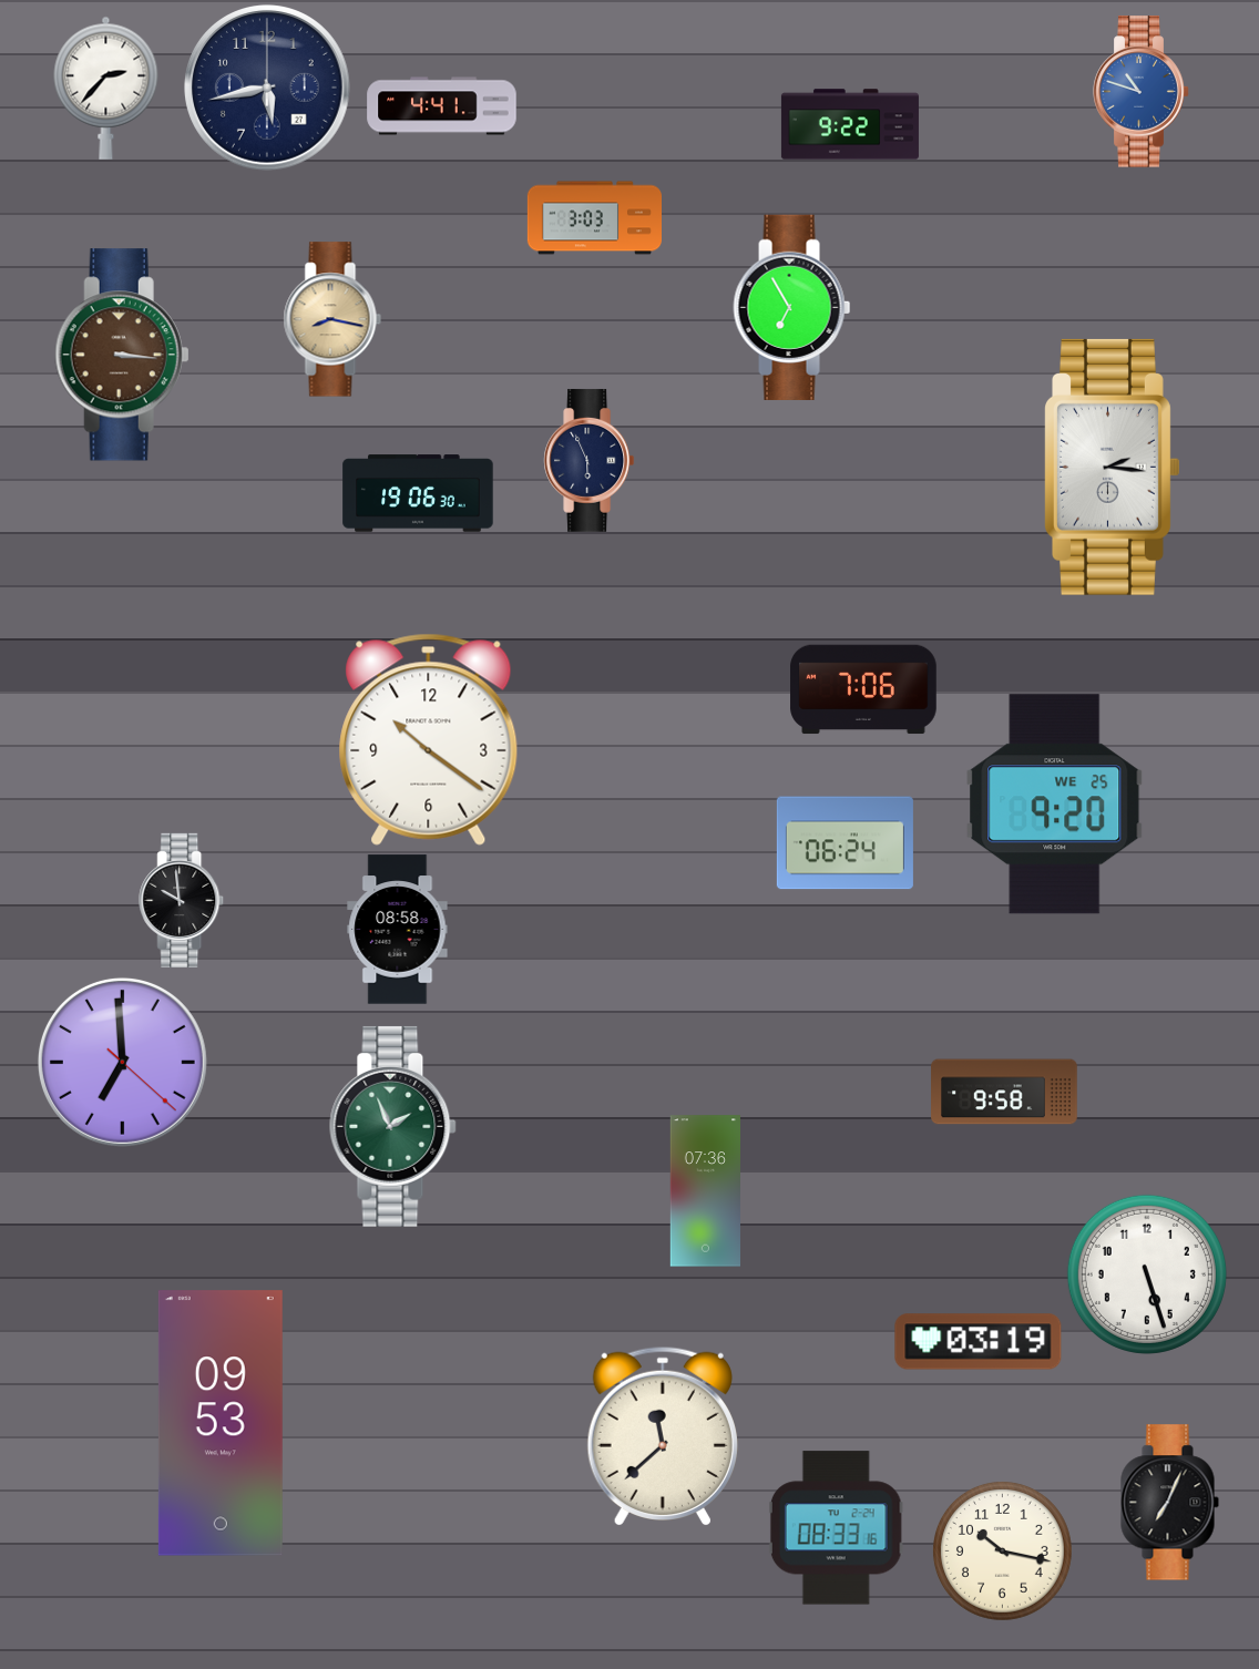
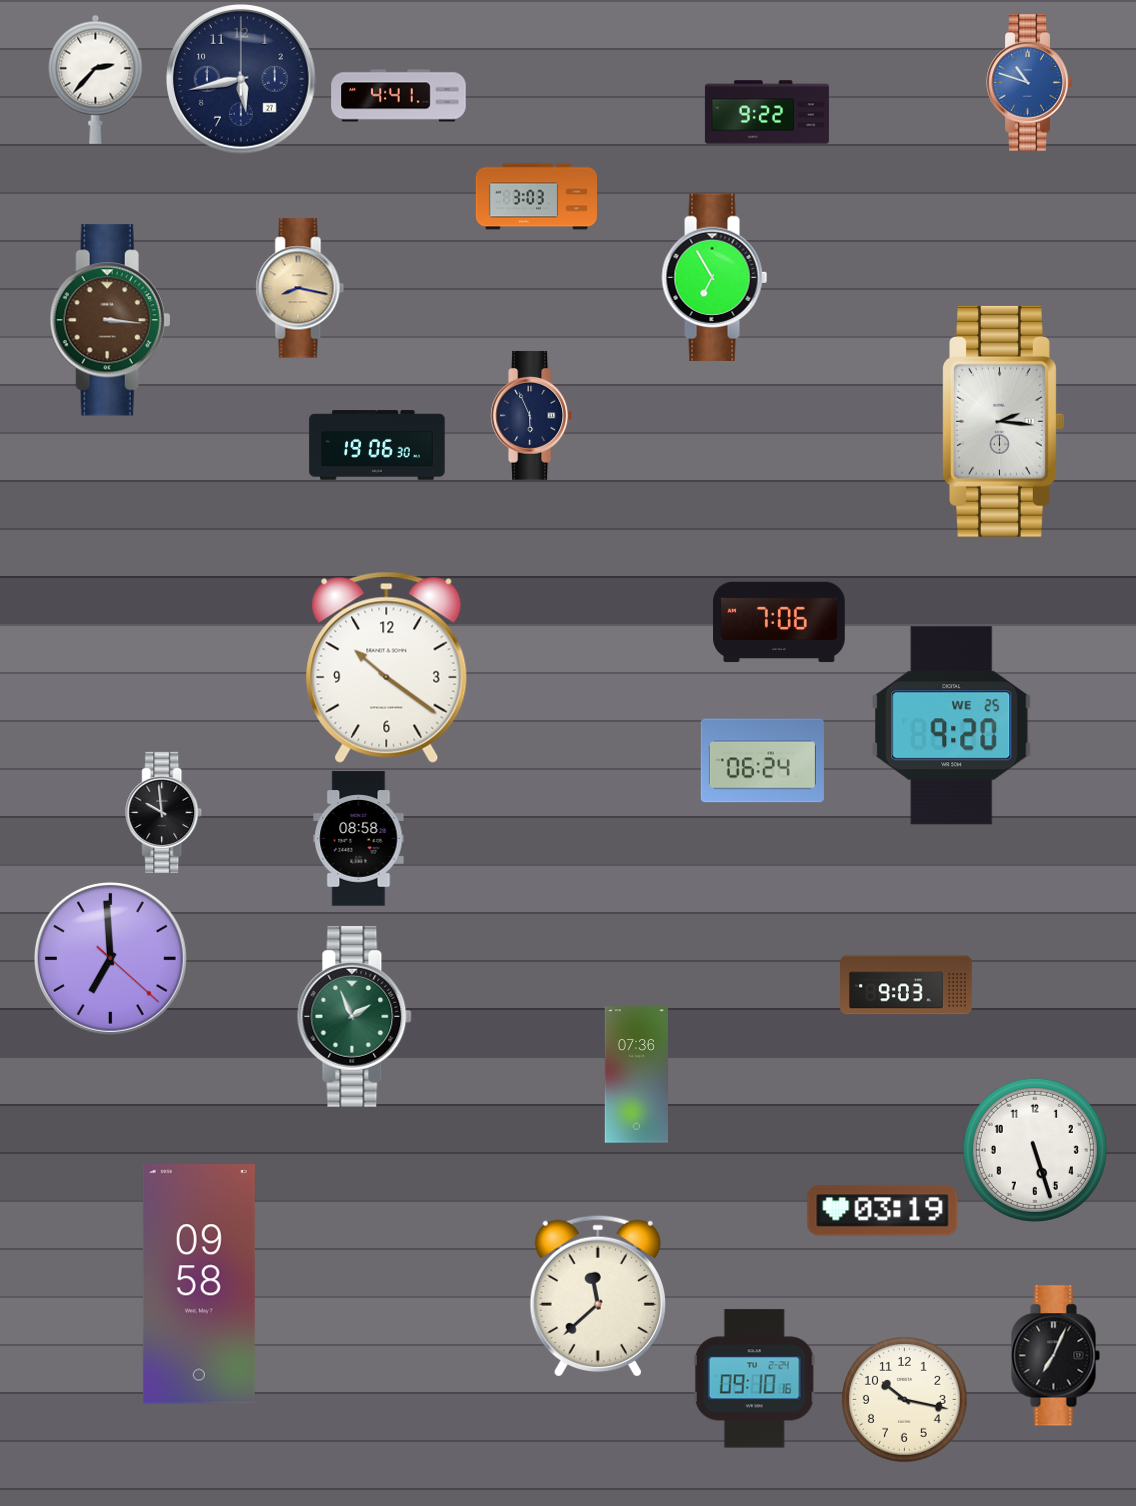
clock at (1004, 1092): 9:58 -> 9:03
clock at (221, 1423): 09:53 -> 09:58
clock at (836, 1528): 08:33 -> 09:10
